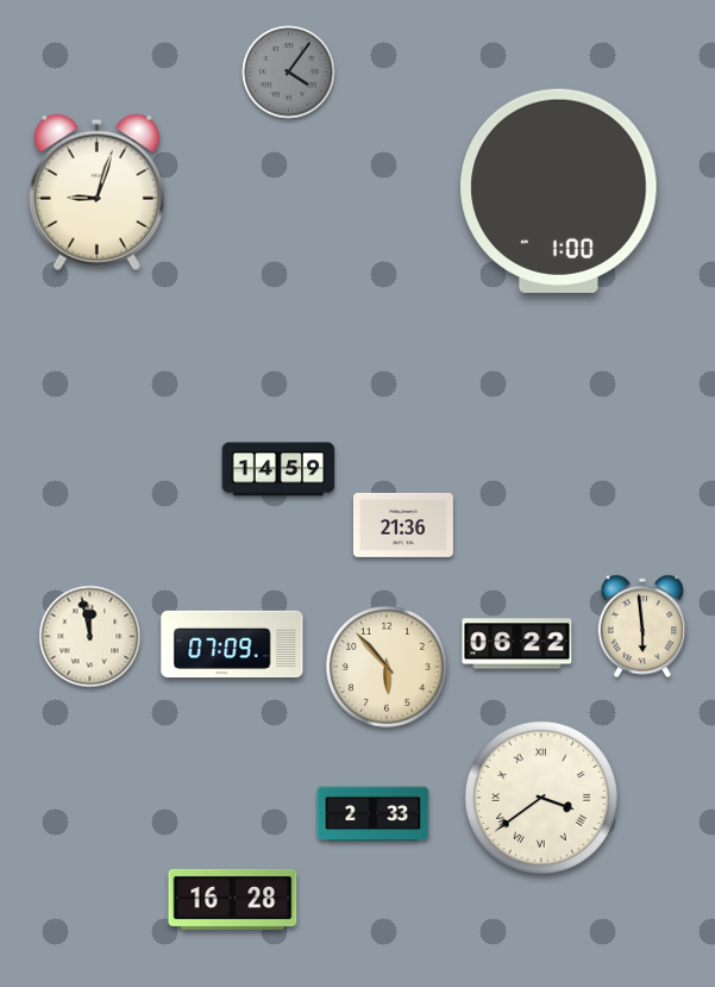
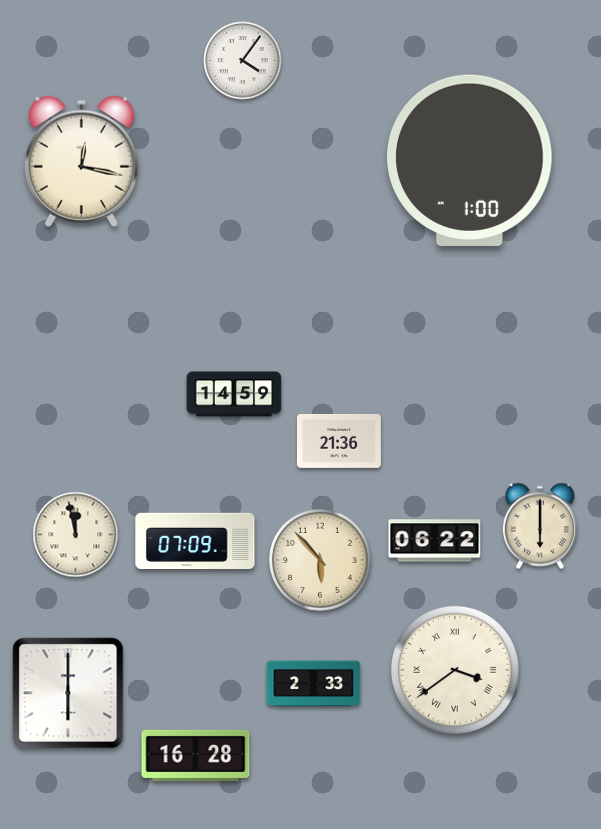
clock at (289, 73) dial: grey -> white
clock at (96, 192): 9:03 -> 12:17
clock at (642, 626): 5:59 -> 6:00
clock at (387, 667) position: (387, 667) -> (320, 560)
clock at (68, 693): none -> 6:00
